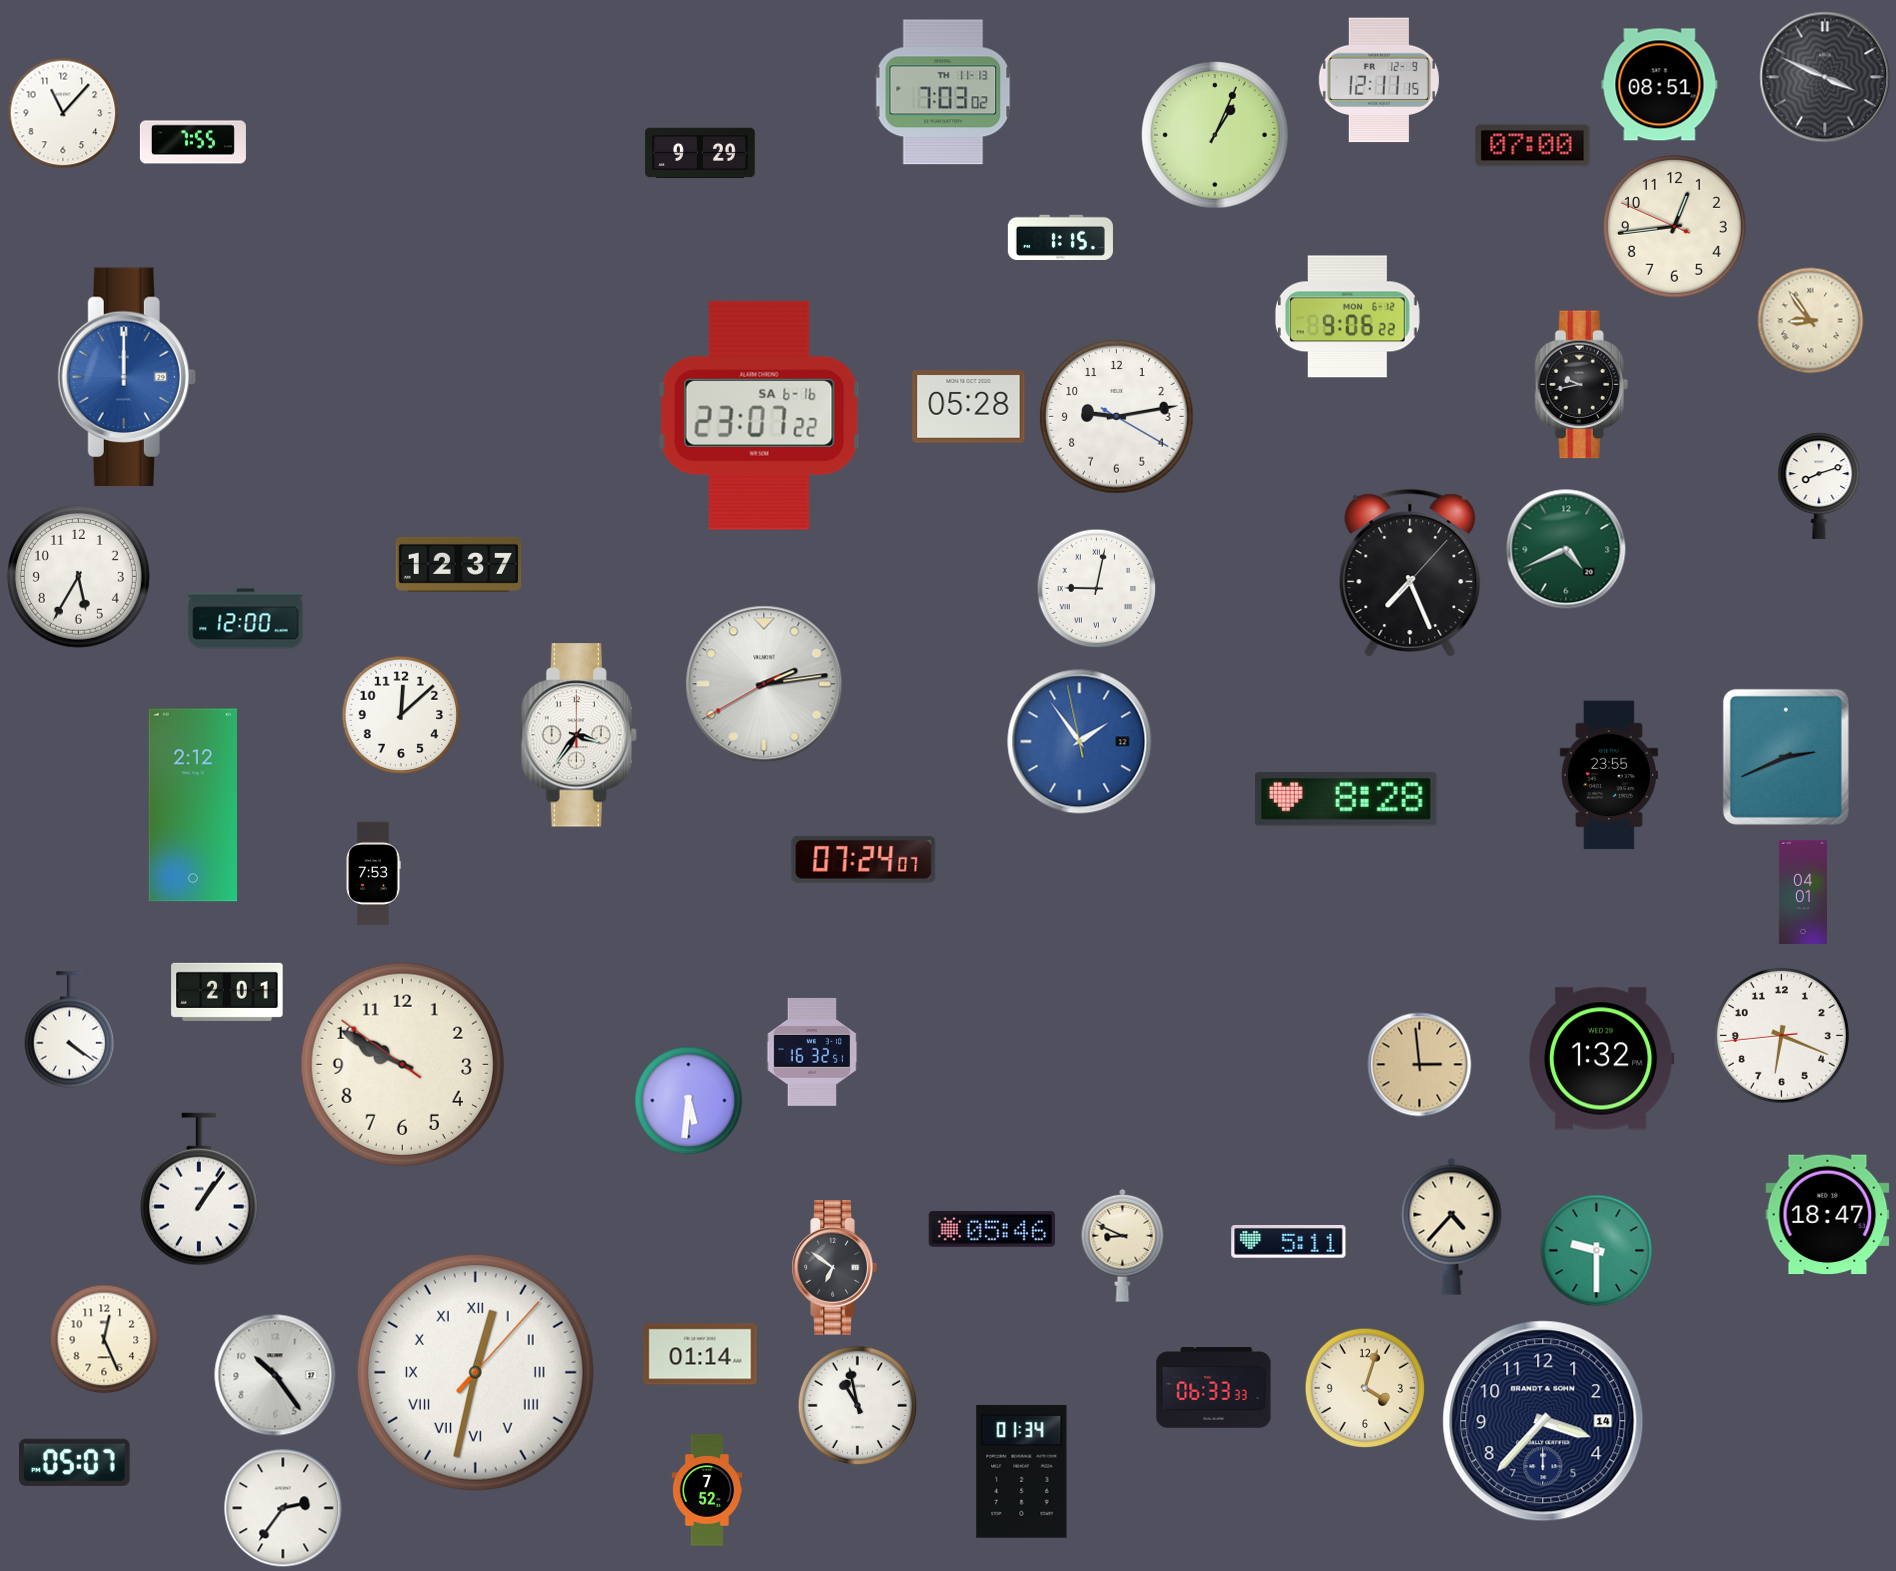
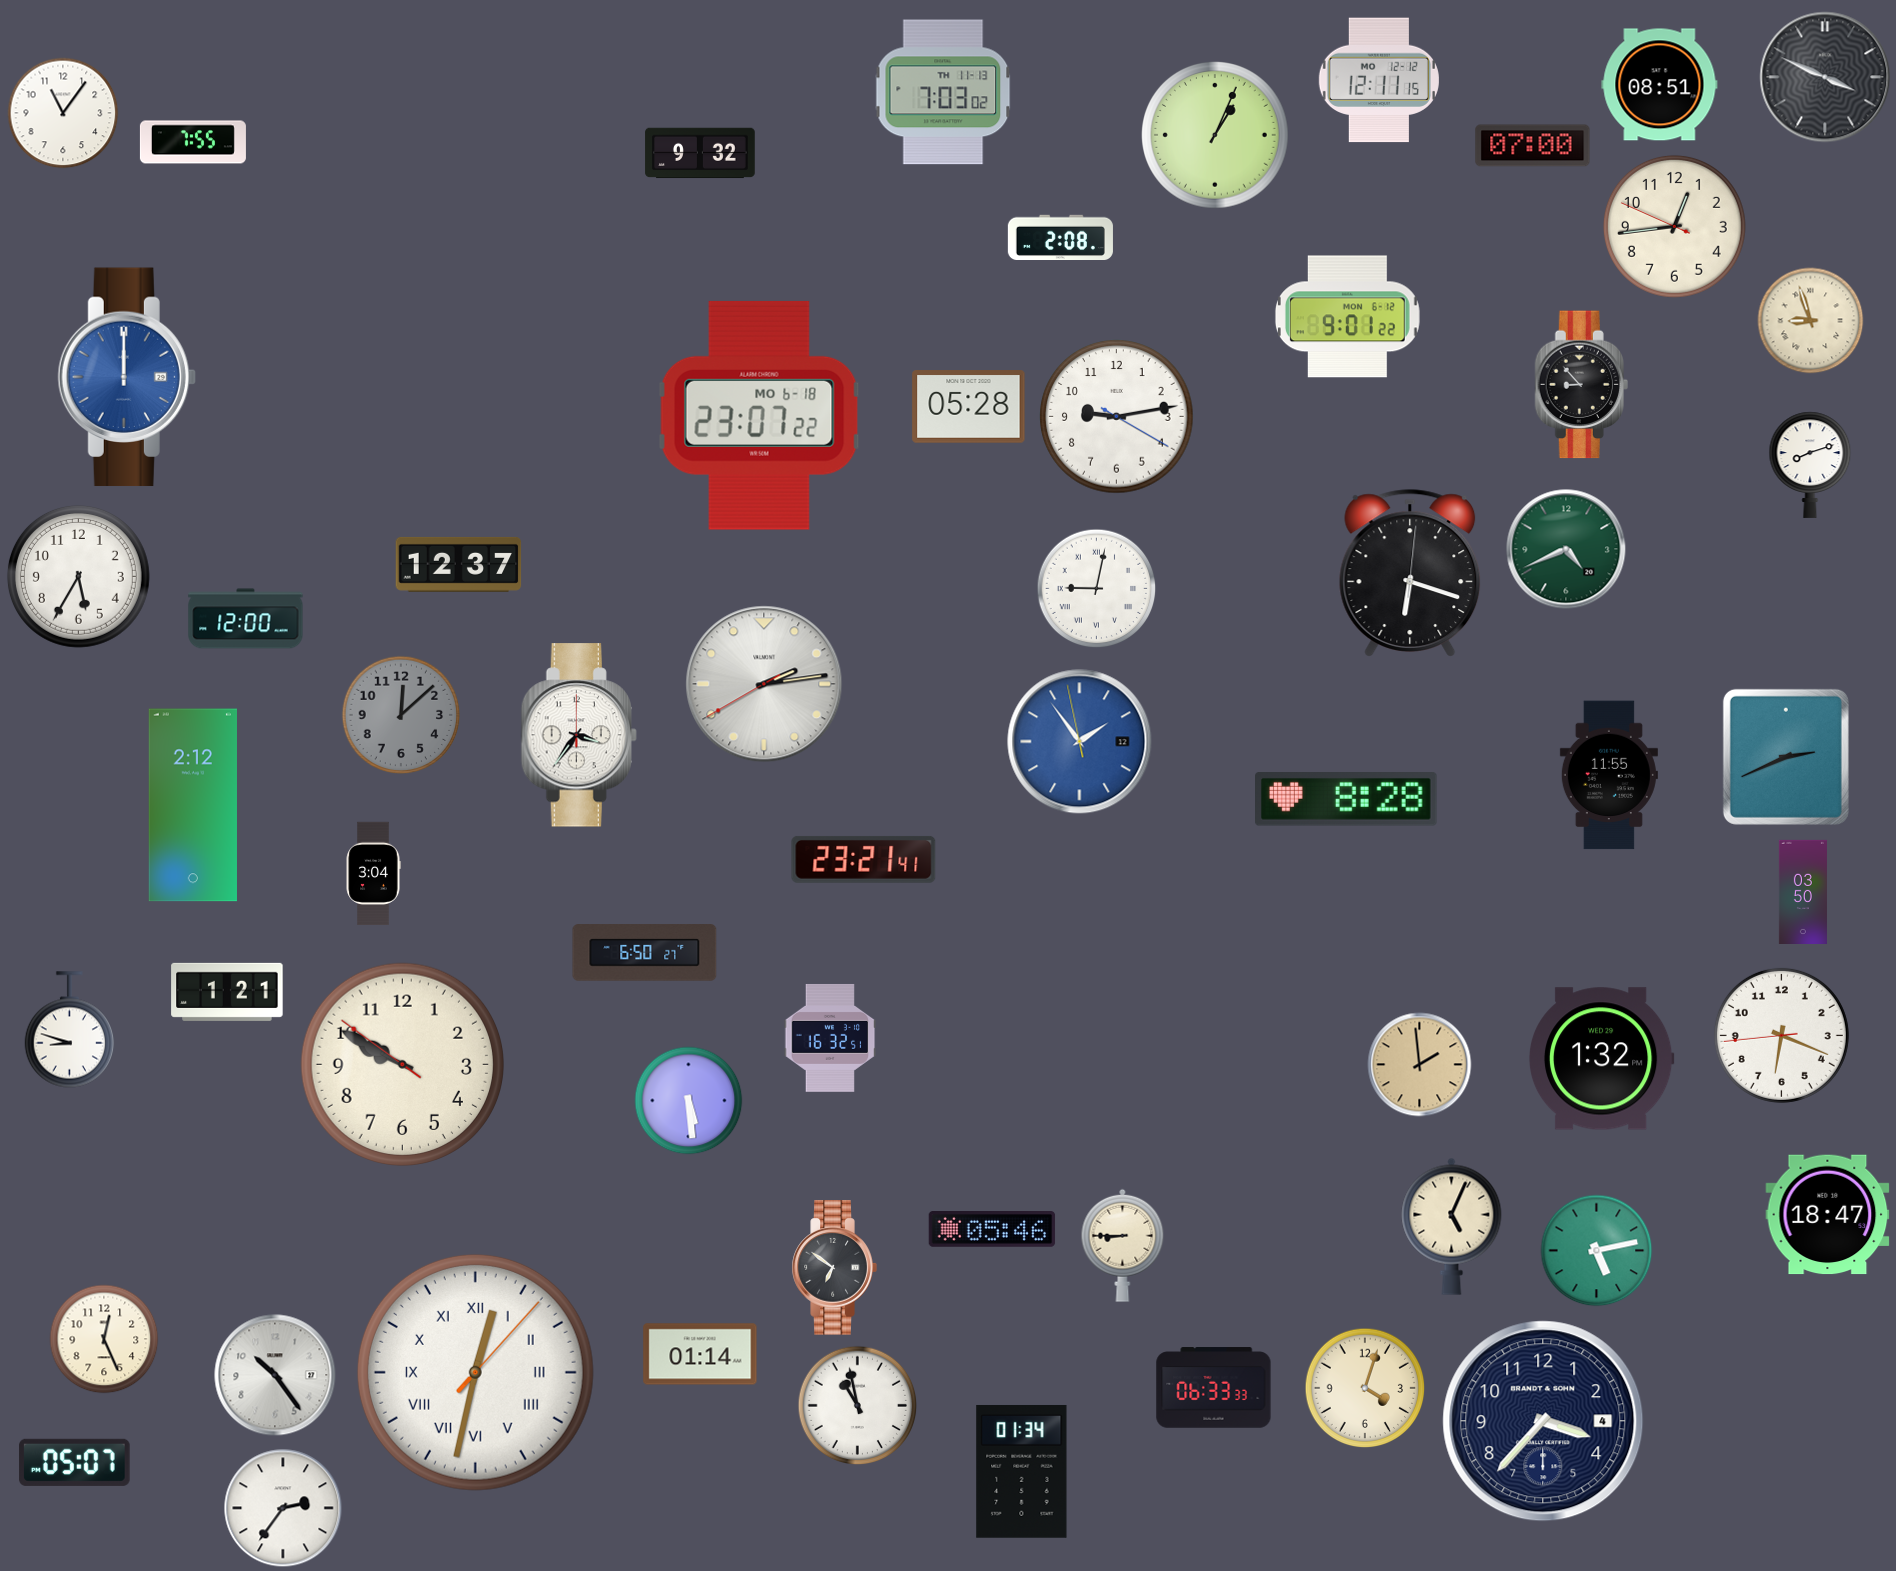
clock at (1379, 80) date: FR 12-9 -> MO 12-12
clock at (63, 113): 11:07 -> 11:06
clock at (700, 153): 9:29 -> 9:32
clock at (1060, 237): 1:15 -> 2:08
clock at (1347, 317): 9:06 -> 9:01
clock at (1811, 321): 8:54 -> 8:57
clock at (1581, 385): 9:43 -> 8:53
clock at (759, 415) date: SA 6-16 -> MO 6-18
clock at (1819, 486) position: (1819, 486) -> (1810, 465)
clock at (1410, 573): 7:26 -> 6:18
clock at (401, 715) dial: white -> grey
clock at (1609, 775): 23:55 -> 11:55
clock at (864, 859): 07:24 -> 23:21
clock at (373, 874): 7:53 -> 3:04
clock at (1803, 891): 04:01 -> 03:50
clock at (645, 953): none -> 6:50
clock at (227, 992): 2:01 -> 1:21
clock at (70, 1030): 4:21 -> 8:48
clock at (812, 1052) position: (812, 1052) -> (830, 1038)
clock at (1420, 1065): 2:59 -> 1:59
clock at (689, 1101): 5:31 -> 5:29
clock at (200, 1189): 1:06 -> none
clock at (1452, 1226): 4:37 -> 5:04
clock at (1289, 1242): 5:11 -> none
clock at (1123, 1245): 8:49 -> 8:45
clock at (1597, 1251): 9:30 -> 5:13
clock at (1543, 1421) date: 14 -> 4
clock at (707, 1490): 7:52 -> none
